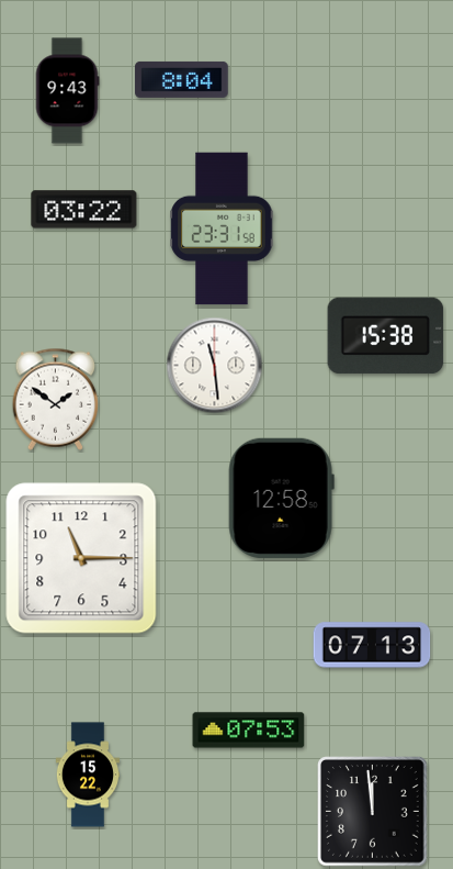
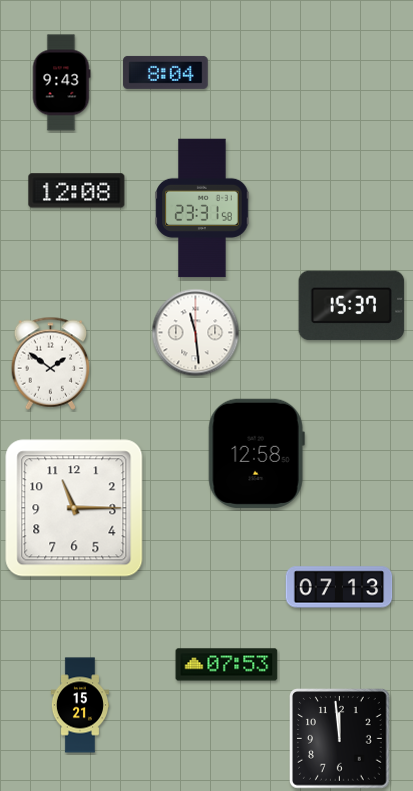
clock at (84, 210): 03:22 -> 12:08
clock at (386, 336): 15:38 -> 15:37
clock at (87, 775): 15:22 -> 15:21
